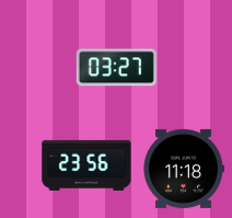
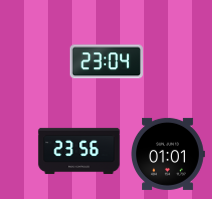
clock at (116, 68): 03:27 -> 23:04
clock at (183, 169): 11:18 -> 01:01
